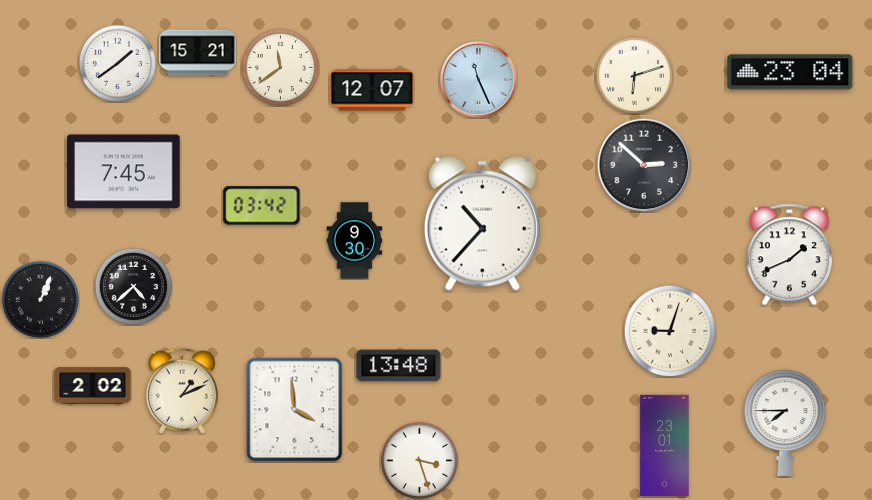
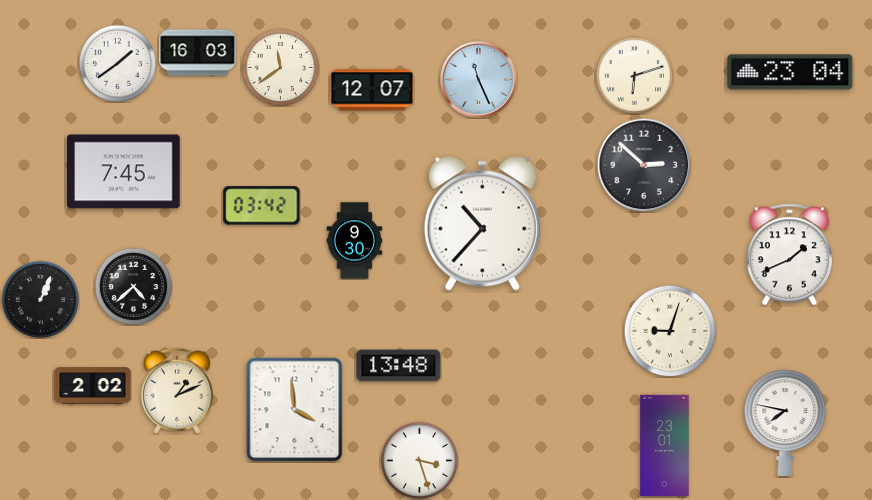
clock at (198, 53): 15:21 -> 16:03
clock at (182, 391) position: (182, 391) -> (177, 391)
clock at (785, 423): 7:45 -> 7:47
